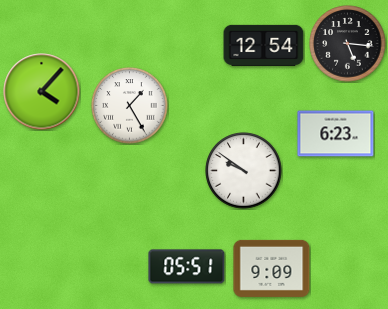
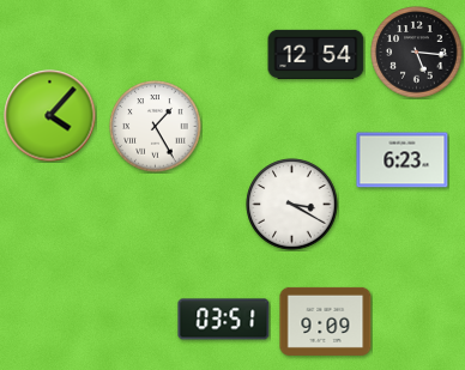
clock at (42, 92) position: (42, 92) -> (50, 116)
clock at (244, 171): 9:51 -> 3:20
clock at (187, 267): 05:51 -> 03:51
